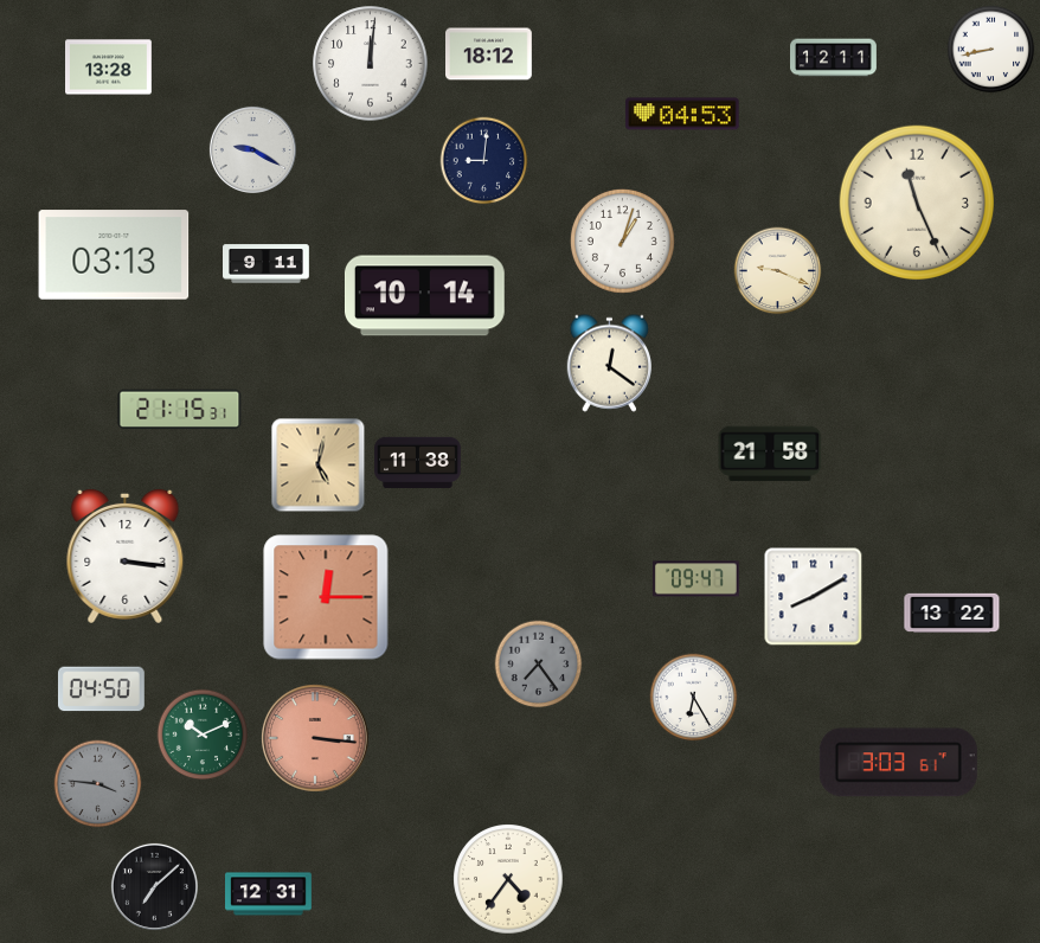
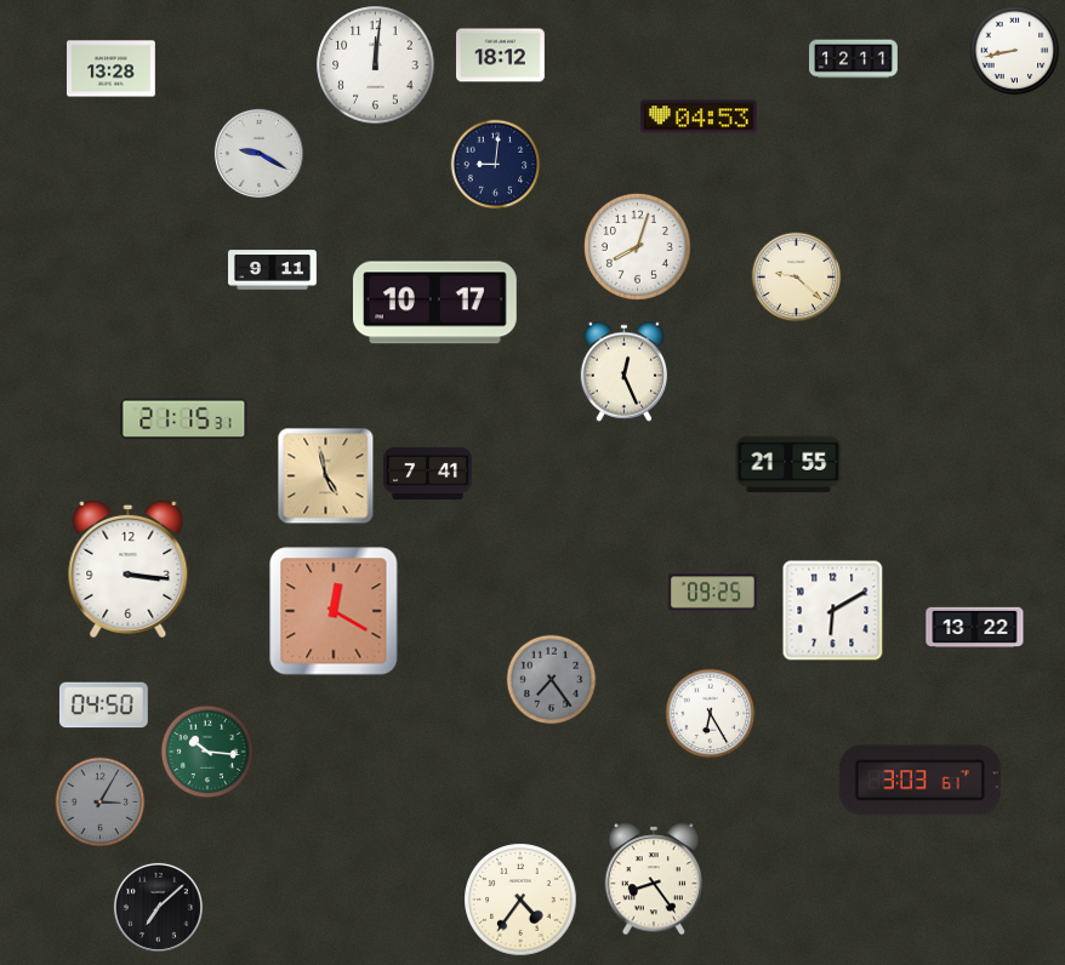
clock at (371, 64) position: (371, 64) -> (376, 65)
clock at (917, 203): 11:26 -> none
clock at (622, 240): 1:03 -> 8:03
clock at (114, 255): 03:13 -> none
clock at (778, 271): 9:19 -> 9:22
clock at (424, 296): 10:14 -> 10:17
clock at (609, 363): 12:21 -> 12:26
clock at (770, 454): 21:58 -> 21:55
clock at (418, 463): 11:38 -> 7:41
clock at (319, 466): 5:02 -> 4:58
clock at (696, 579): 09:47 -> 09:25
clock at (326, 597): 12:15 -> 12:20
clock at (814, 597): 8:10 -> 6:10
clock at (203, 734): 10:11 -> 10:16
clock at (316, 739): 3:16 -> none
clock at (98, 784): 3:46 -> 3:05
clock at (654, 879): none -> 8:24
clock at (269, 894): 12:31 -> none
